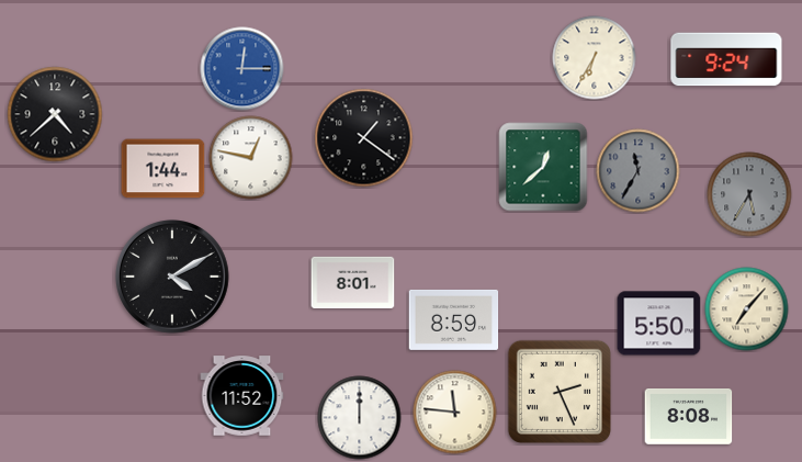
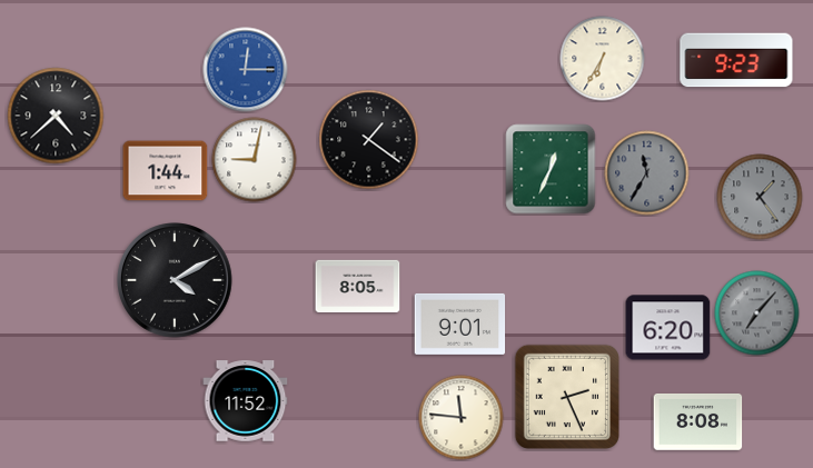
clock at (726, 59): 9:24 -> 9:23
clock at (251, 158): 12:47 -> 9:02
clock at (543, 167): 12:38 -> 12:34
clock at (749, 194): 5:35 -> 1:24
clock at (353, 282): 8:01 -> 8:05
clock at (747, 309) dial: cream -> grey
clock at (454, 319): 8:59 -> 9:01
clock at (659, 324): 5:50 -> 6:20
clock at (360, 418): 12:00 -> none
